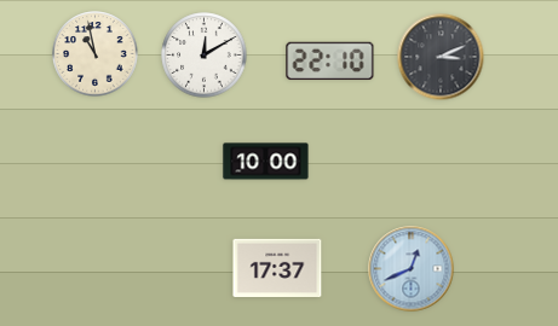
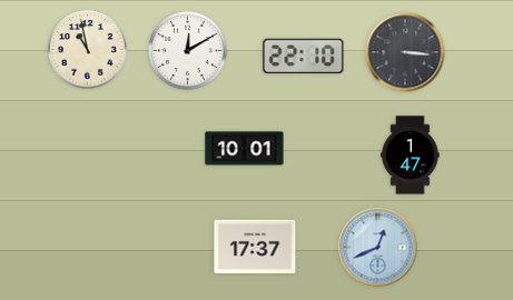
clock at (441, 57): 3:11 -> 3:16
clock at (266, 162): 10:00 -> 10:01
clock at (411, 156): none -> 1:47
